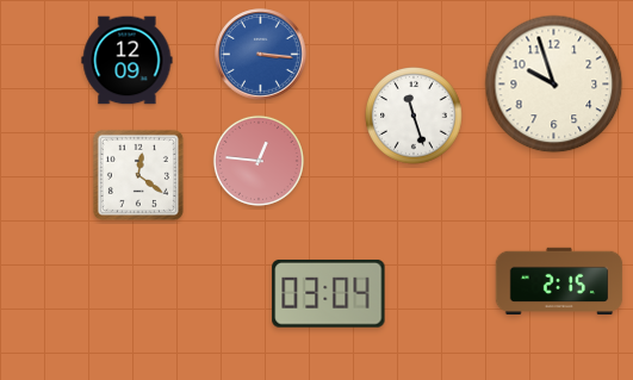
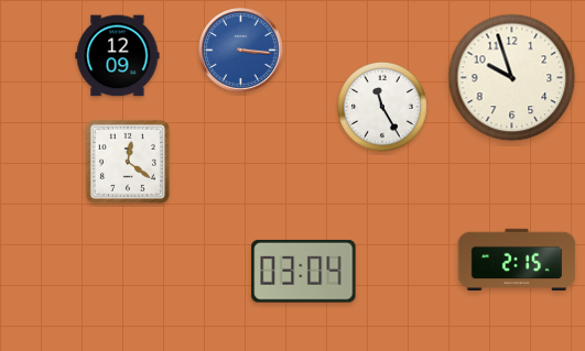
clock at (414, 116): 11:27 -> 11:25
clock at (259, 161): 12:46 -> none
